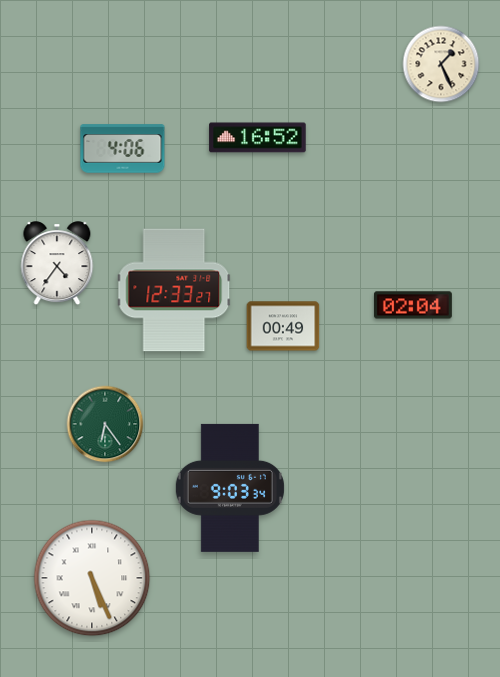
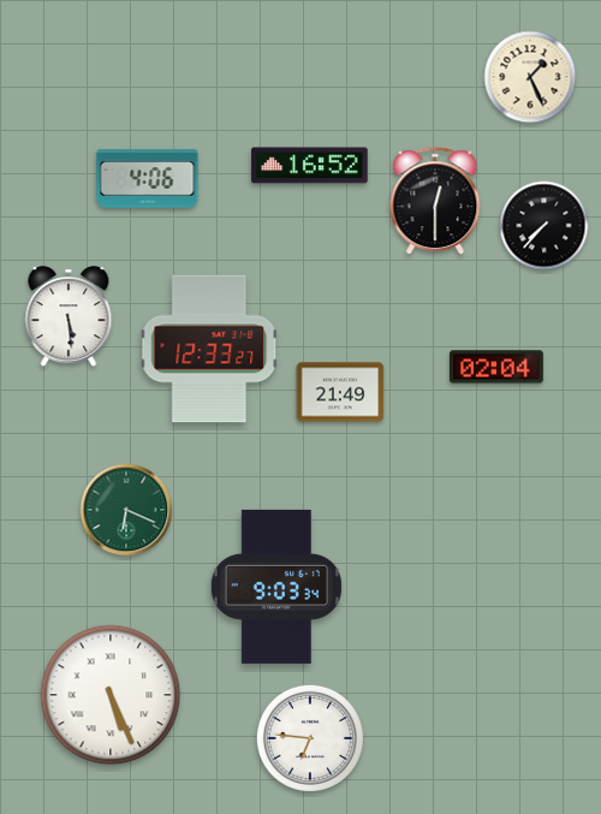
clock at (435, 202): none -> 12:30
clock at (545, 226): none -> 7:37
clock at (57, 264): 4:36 -> 5:29
clock at (283, 326): 00:49 -> 21:49
clock at (105, 424): 6:24 -> 6:19
clock at (310, 738): none -> 6:46
